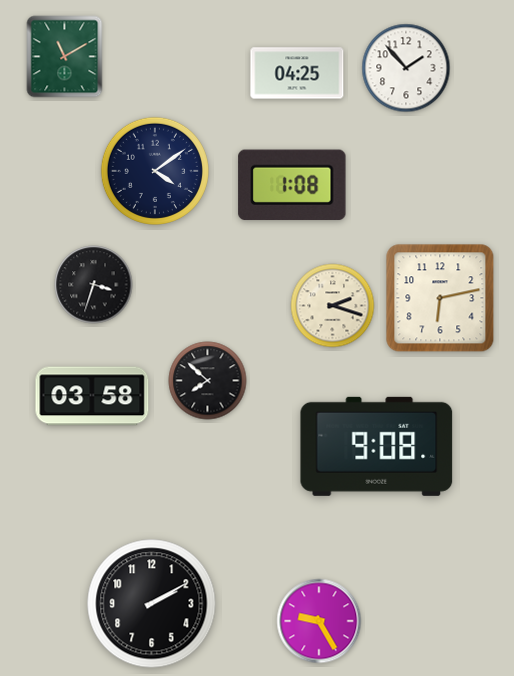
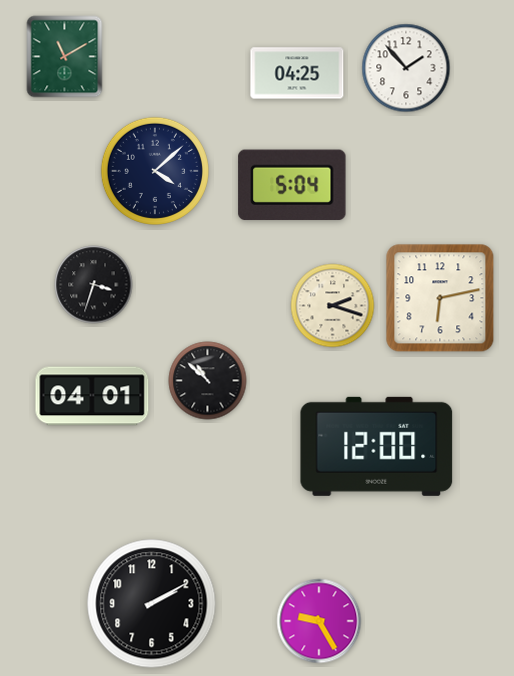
clock at (155, 171): 4:09 -> 4:08
clock at (292, 185): 1:08 -> 5:04
clock at (208, 381): 7:52 -> 10:52
clock at (92, 396): 03:58 -> 04:01
clock at (377, 446): 9:08 -> 12:00
